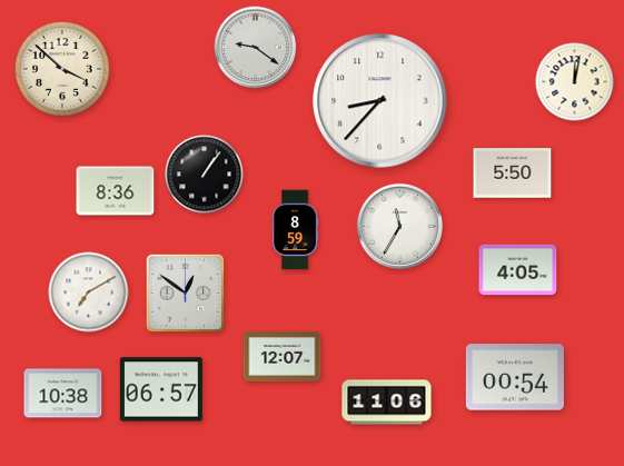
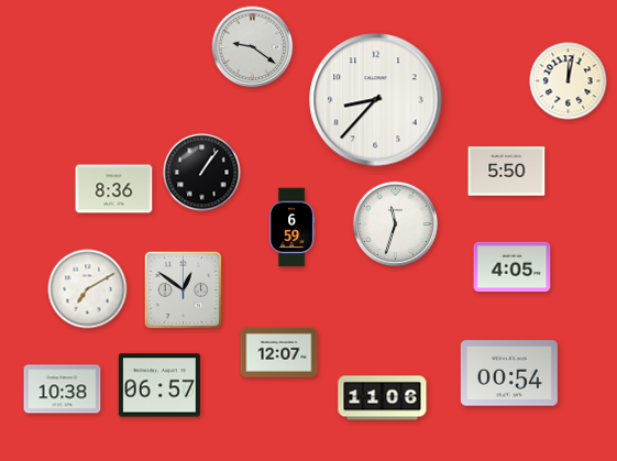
clock at (63, 70): 3:52 -> none
clock at (399, 226): 11:35 -> 11:33
clock at (296, 230): 8:59 -> 6:59
